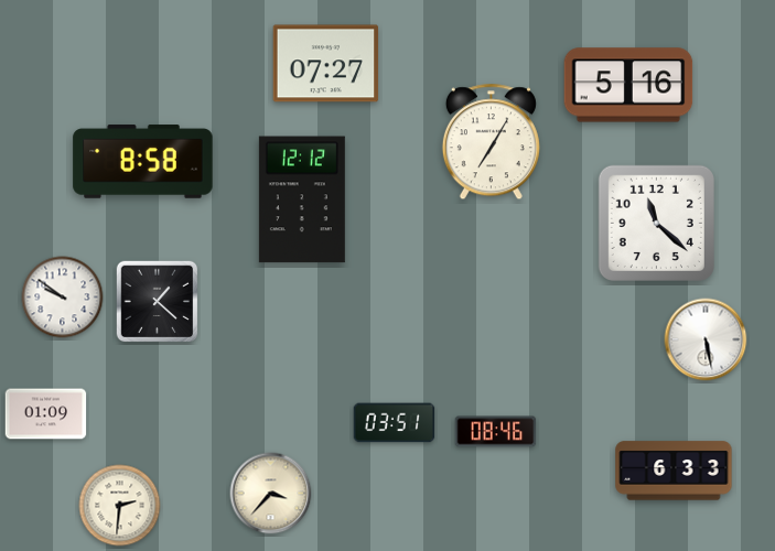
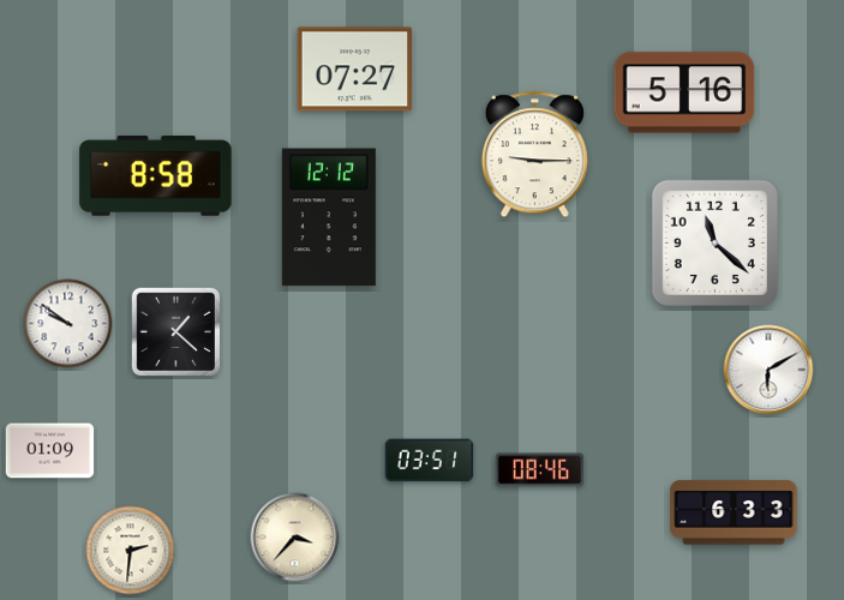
clock at (491, 142): 7:05 -> 9:15
clock at (158, 302) position: (158, 302) -> (176, 332)
clock at (706, 339): 5:28 -> 6:10
